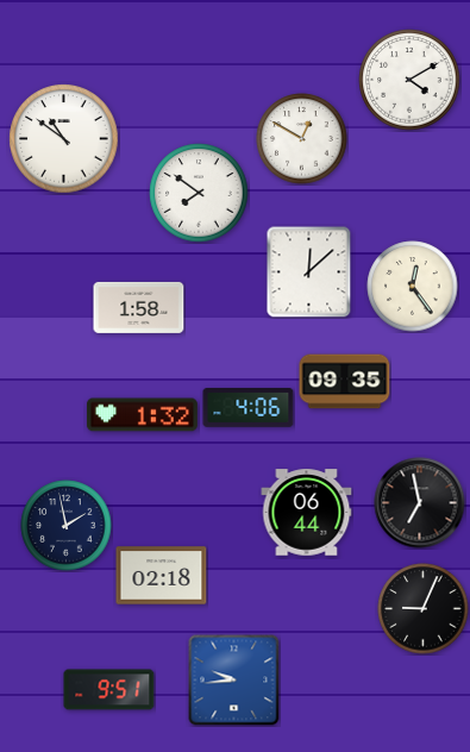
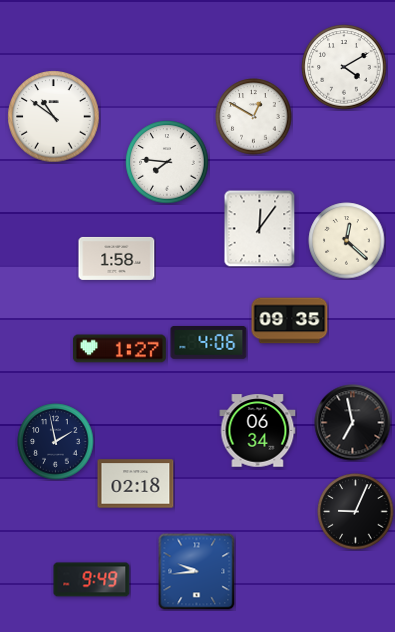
clock at (199, 193): 7:51 -> 7:46
clock at (309, 271): 12:08 -> 12:06
clock at (413, 287): 12:24 -> 12:22
clock at (142, 415): 1:32 -> 1:27
clock at (307, 513): 06:44 -> 06:34
clock at (109, 690): 9:51 -> 9:49
